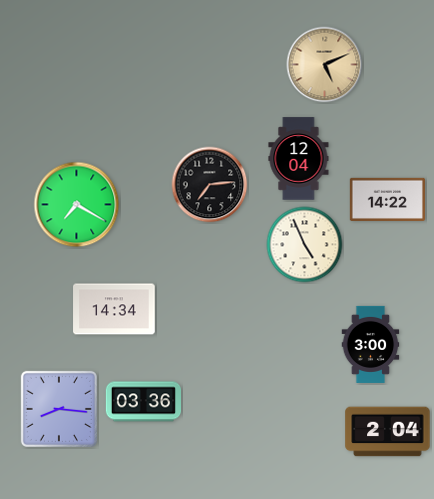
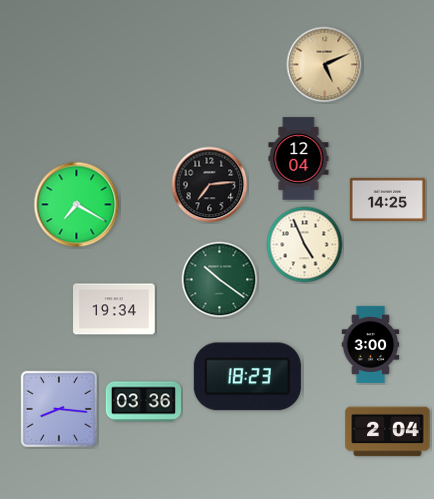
clock at (387, 199): 14:22 -> 14:25
clock at (220, 280): none -> 10:21
clock at (114, 309): 14:34 -> 19:34
clock at (247, 377): none -> 18:23
